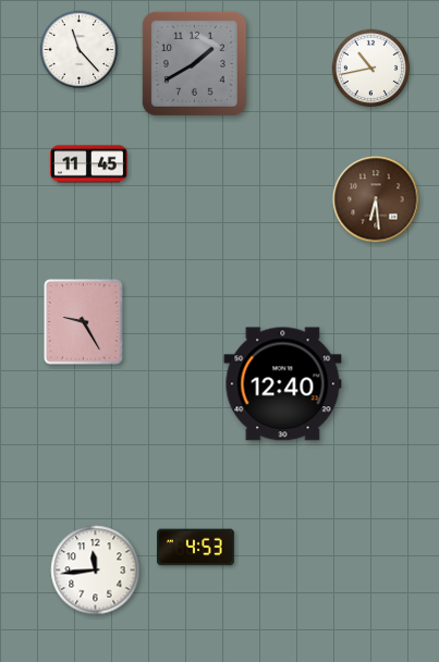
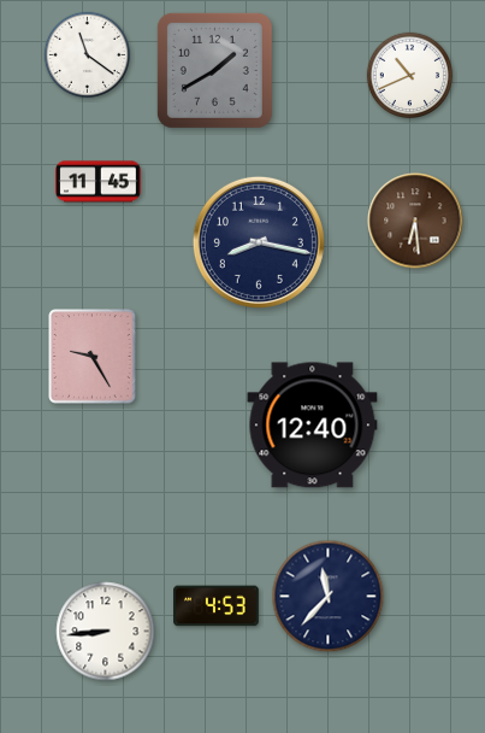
clock at (80, 50): 11:23 -> 11:21
clock at (371, 69): 10:43 -> 10:41
clock at (259, 242): none -> 8:17
clock at (329, 597): none -> 11:37
clock at (96, 571): 11:44 -> 8:44
